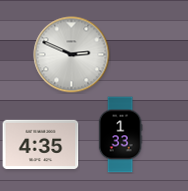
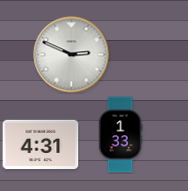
clock at (41, 145): 4:35 -> 4:31
